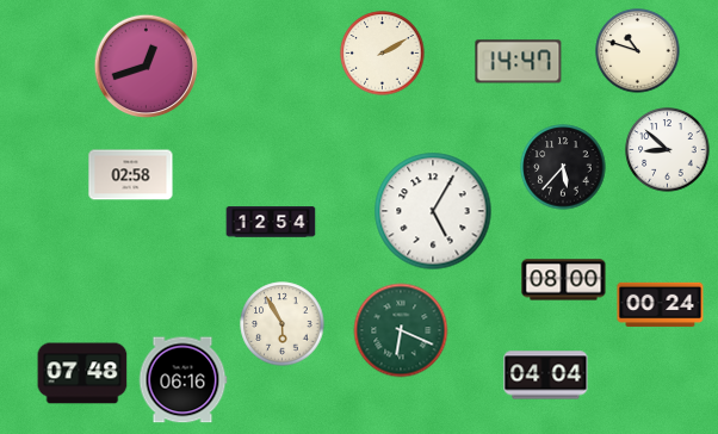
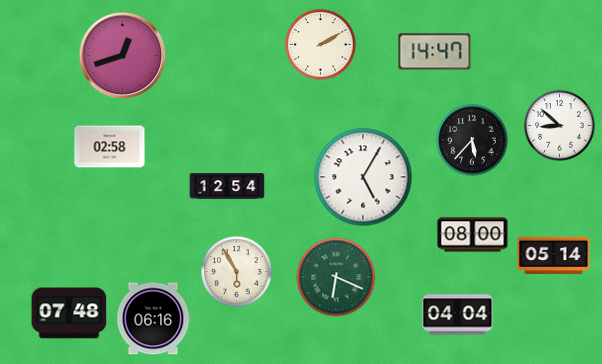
clock at (638, 51): 10:48 -> none
clock at (661, 305): 00:24 -> 05:14
